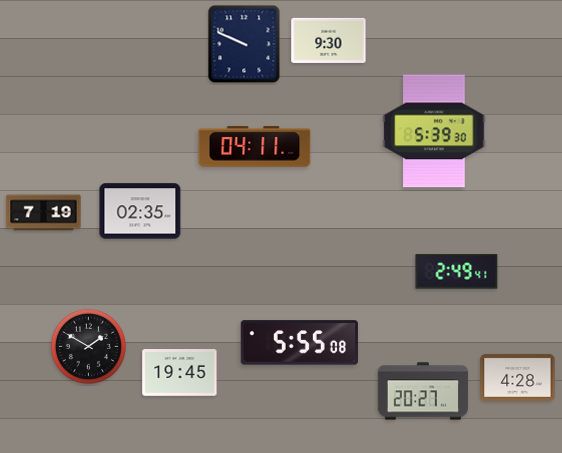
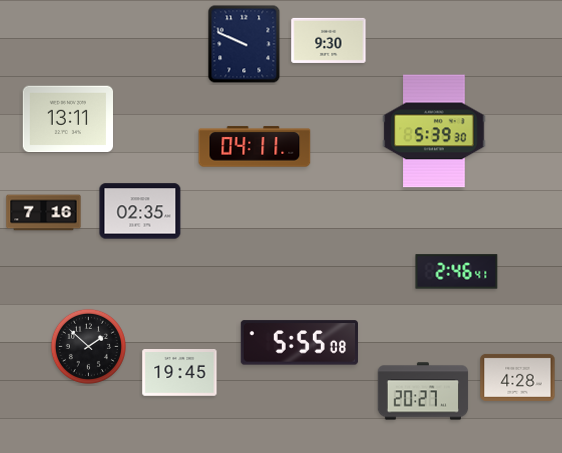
clock at (67, 119): none -> 13:11
clock at (44, 213): 7:19 -> 7:16
clock at (457, 272): 2:49 -> 2:46
clock at (88, 346): 1:50 -> 1:52
